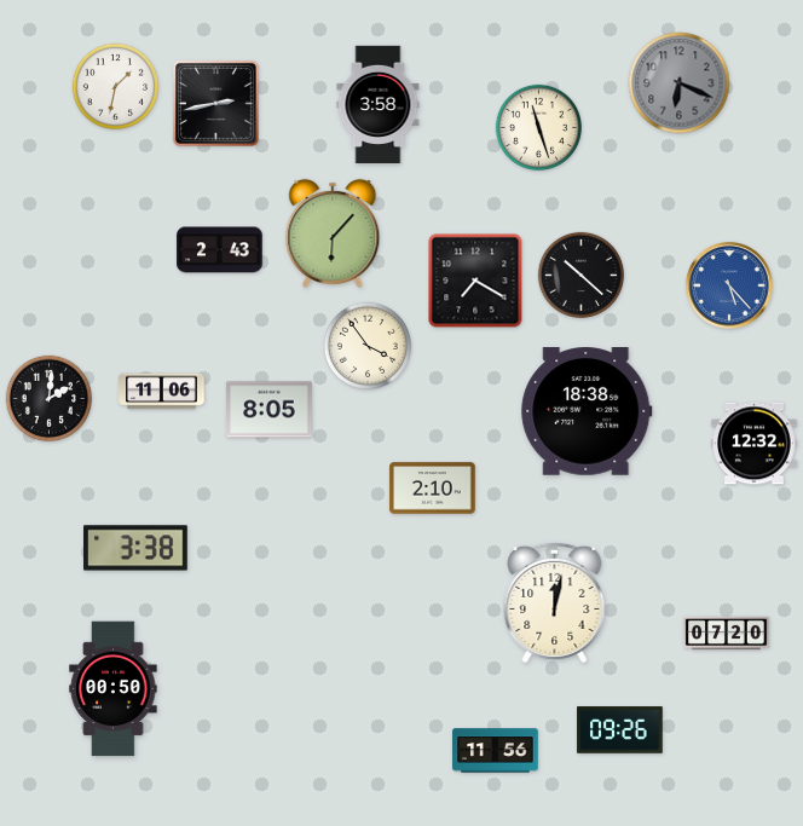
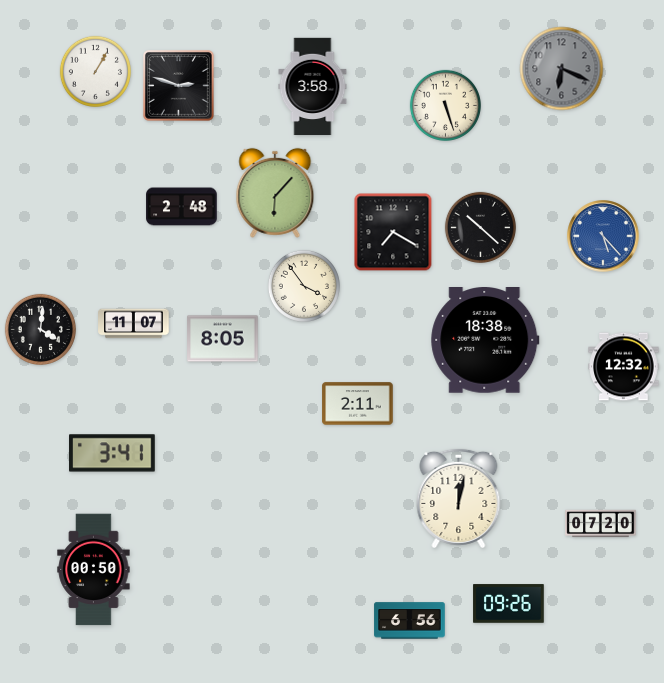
clock at (115, 86): 1:32 -> 1:05
clock at (215, 103): 2:43 -> 2:48
clock at (538, 127): 11:27 -> 5:27
clock at (220, 250): 2:43 -> 2:48
clock at (162, 392): 11:06 -> 11:07
clock at (48, 398): 2:01 -> 4:01
clock at (433, 489): 2:10 -> 2:11
clock at (135, 548): 3:38 -> 3:41
clock at (620, 730) position: (620, 730) -> (509, 604)
clock at (496, 751): 11:56 -> 6:56
